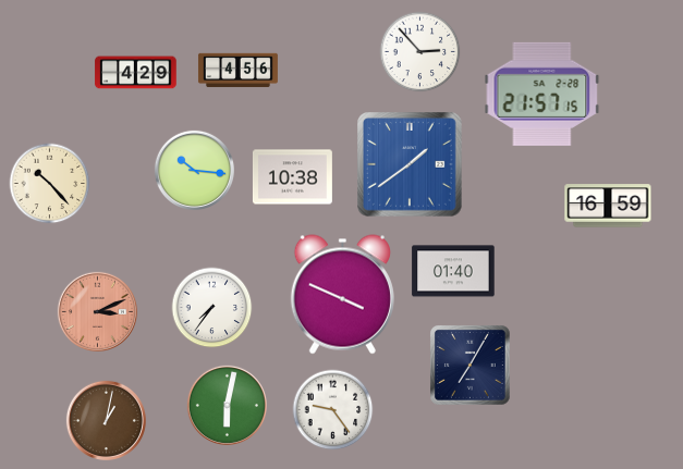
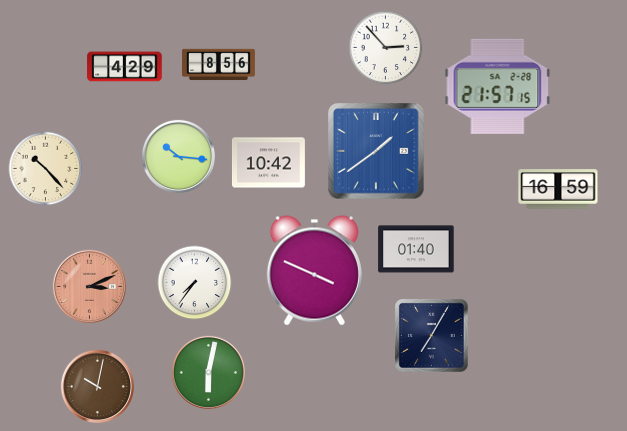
clock at (239, 71): 4:56 -> 8:56
clock at (292, 177): 10:38 -> 10:42
clock at (333, 410): 9:24 -> none
clock at (106, 420): 1:02 -> 10:02
